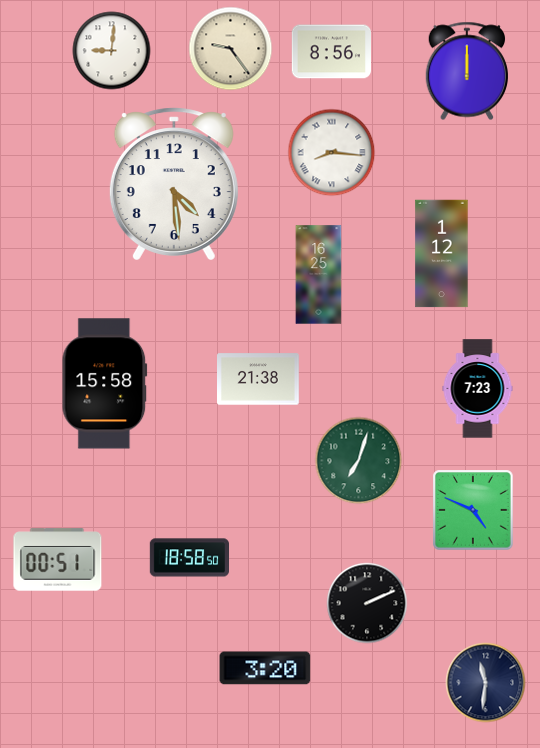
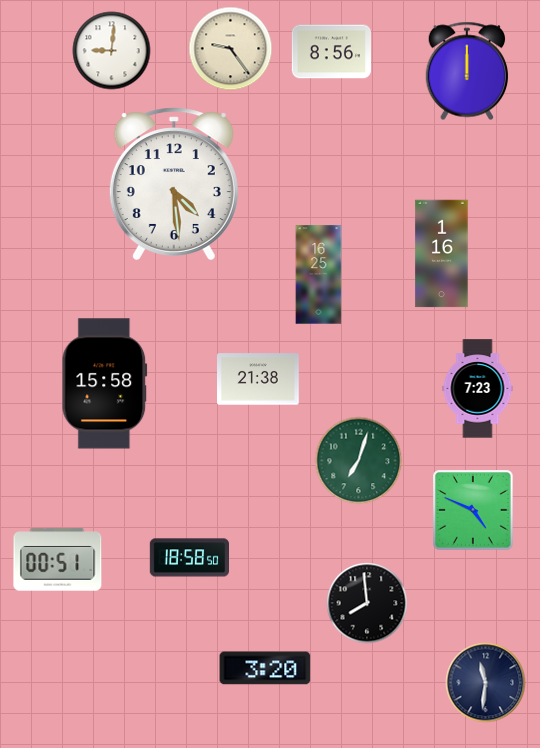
clock at (332, 153): 8:16 -> none
clock at (442, 254): 1:12 -> 1:16
clock at (367, 603): 2:11 -> 7:59
